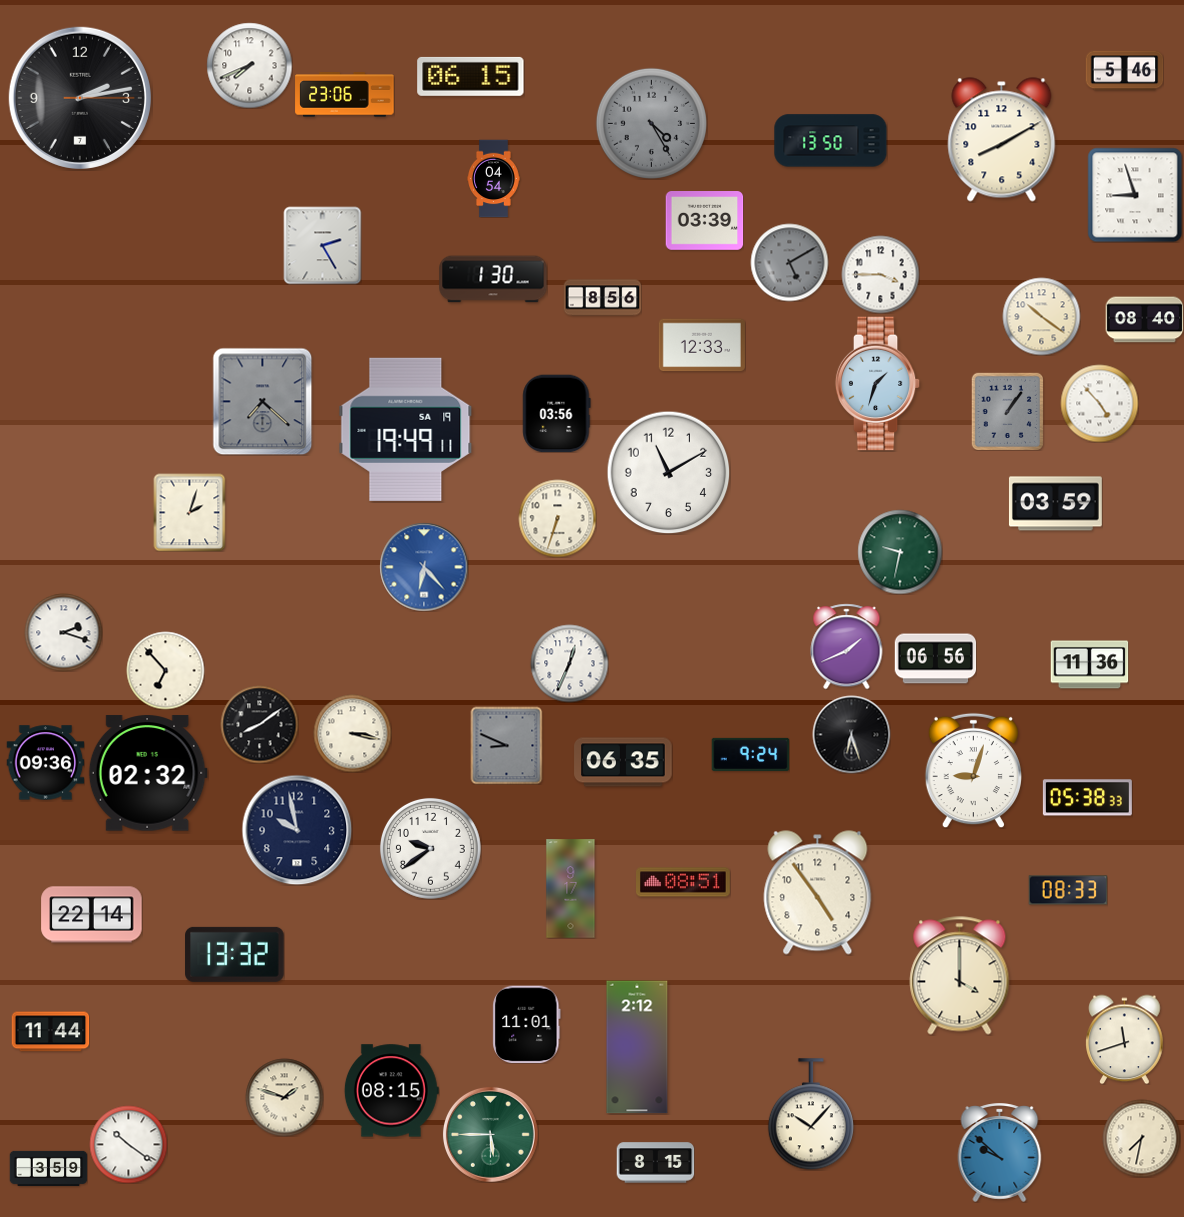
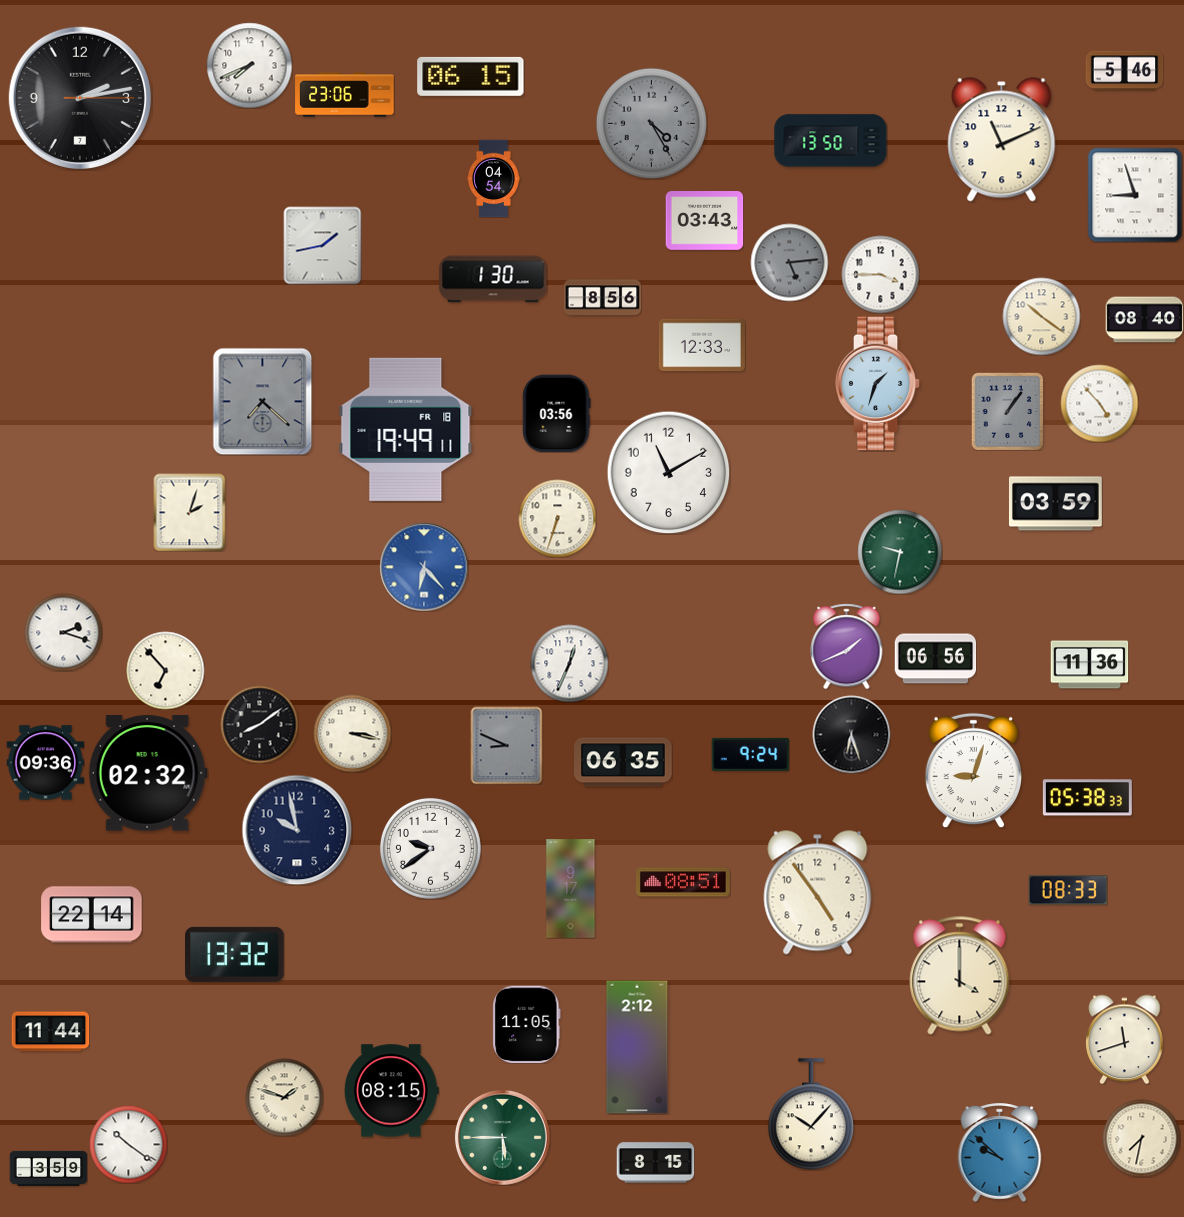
clock at (1002, 140): 8:10 -> 11:11
clock at (704, 221): 03:39 -> 03:43
clock at (322, 245): 2:25 -> 1:43
clock at (789, 262): 5:10 -> 5:14
clock at (406, 429) date: SA 19 -> FR 18
clock at (527, 1024): 11:01 -> 11:05
clock at (490, 1134) position: (490, 1134) -> (502, 1137)
